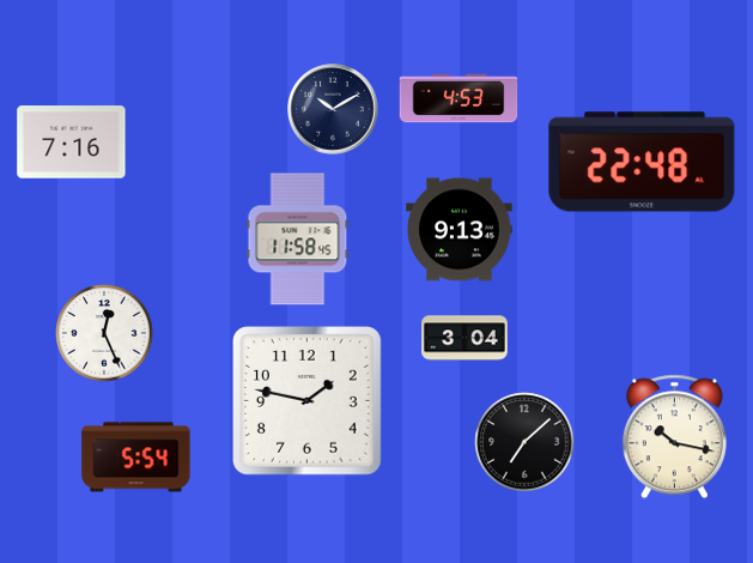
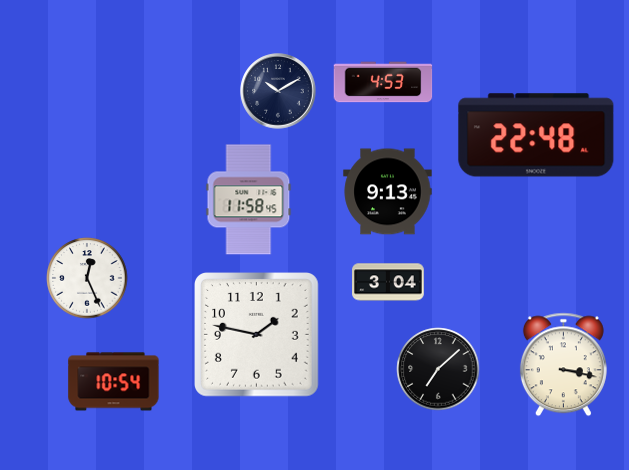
clock at (72, 143): 7:16 -> none
clock at (460, 230) position: (460, 230) -> (388, 192)
clock at (674, 437): 10:17 -> 3:17
clock at (136, 458): 5:54 -> 10:54
